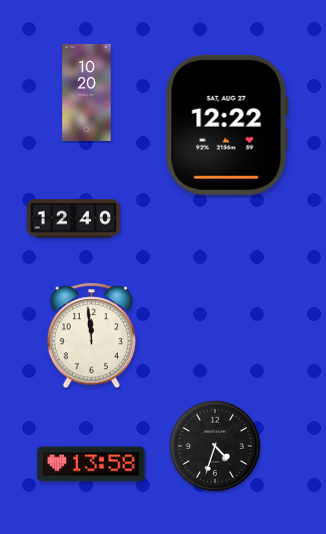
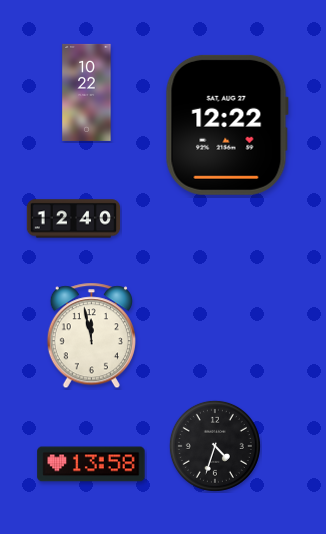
clock at (87, 92): 10:20 -> 10:22
clock at (91, 336): 11:59 -> 11:58
